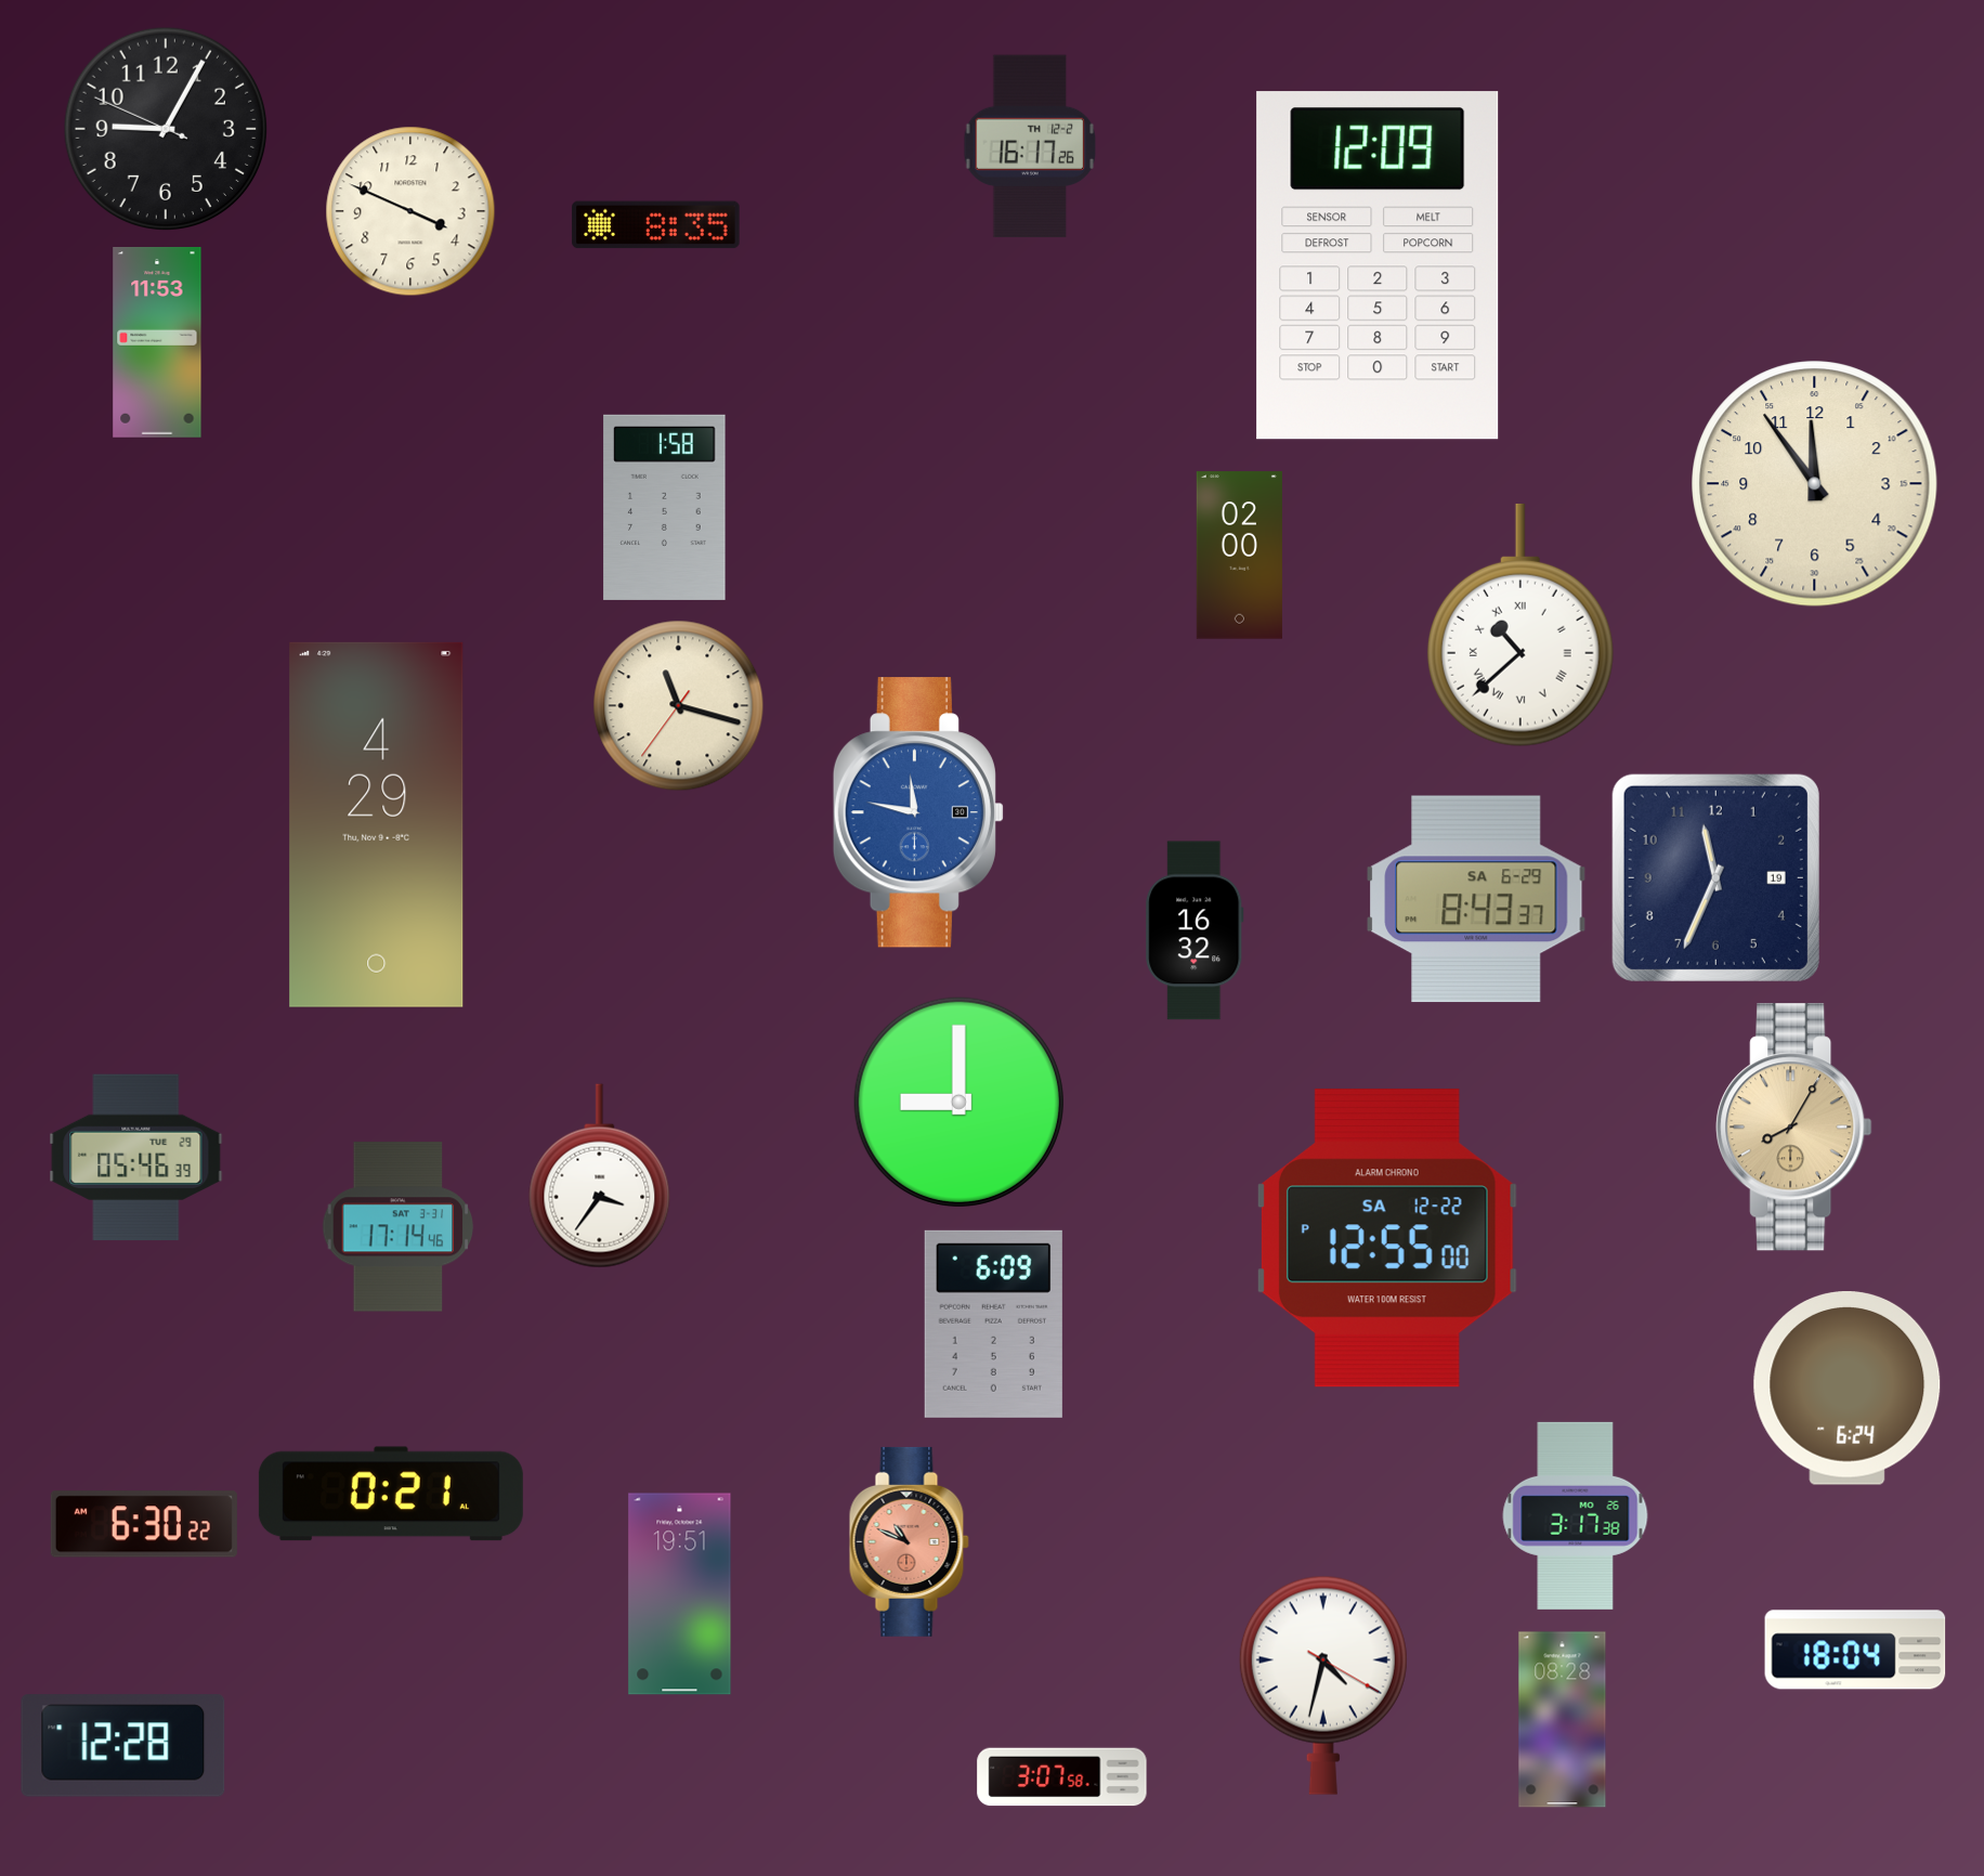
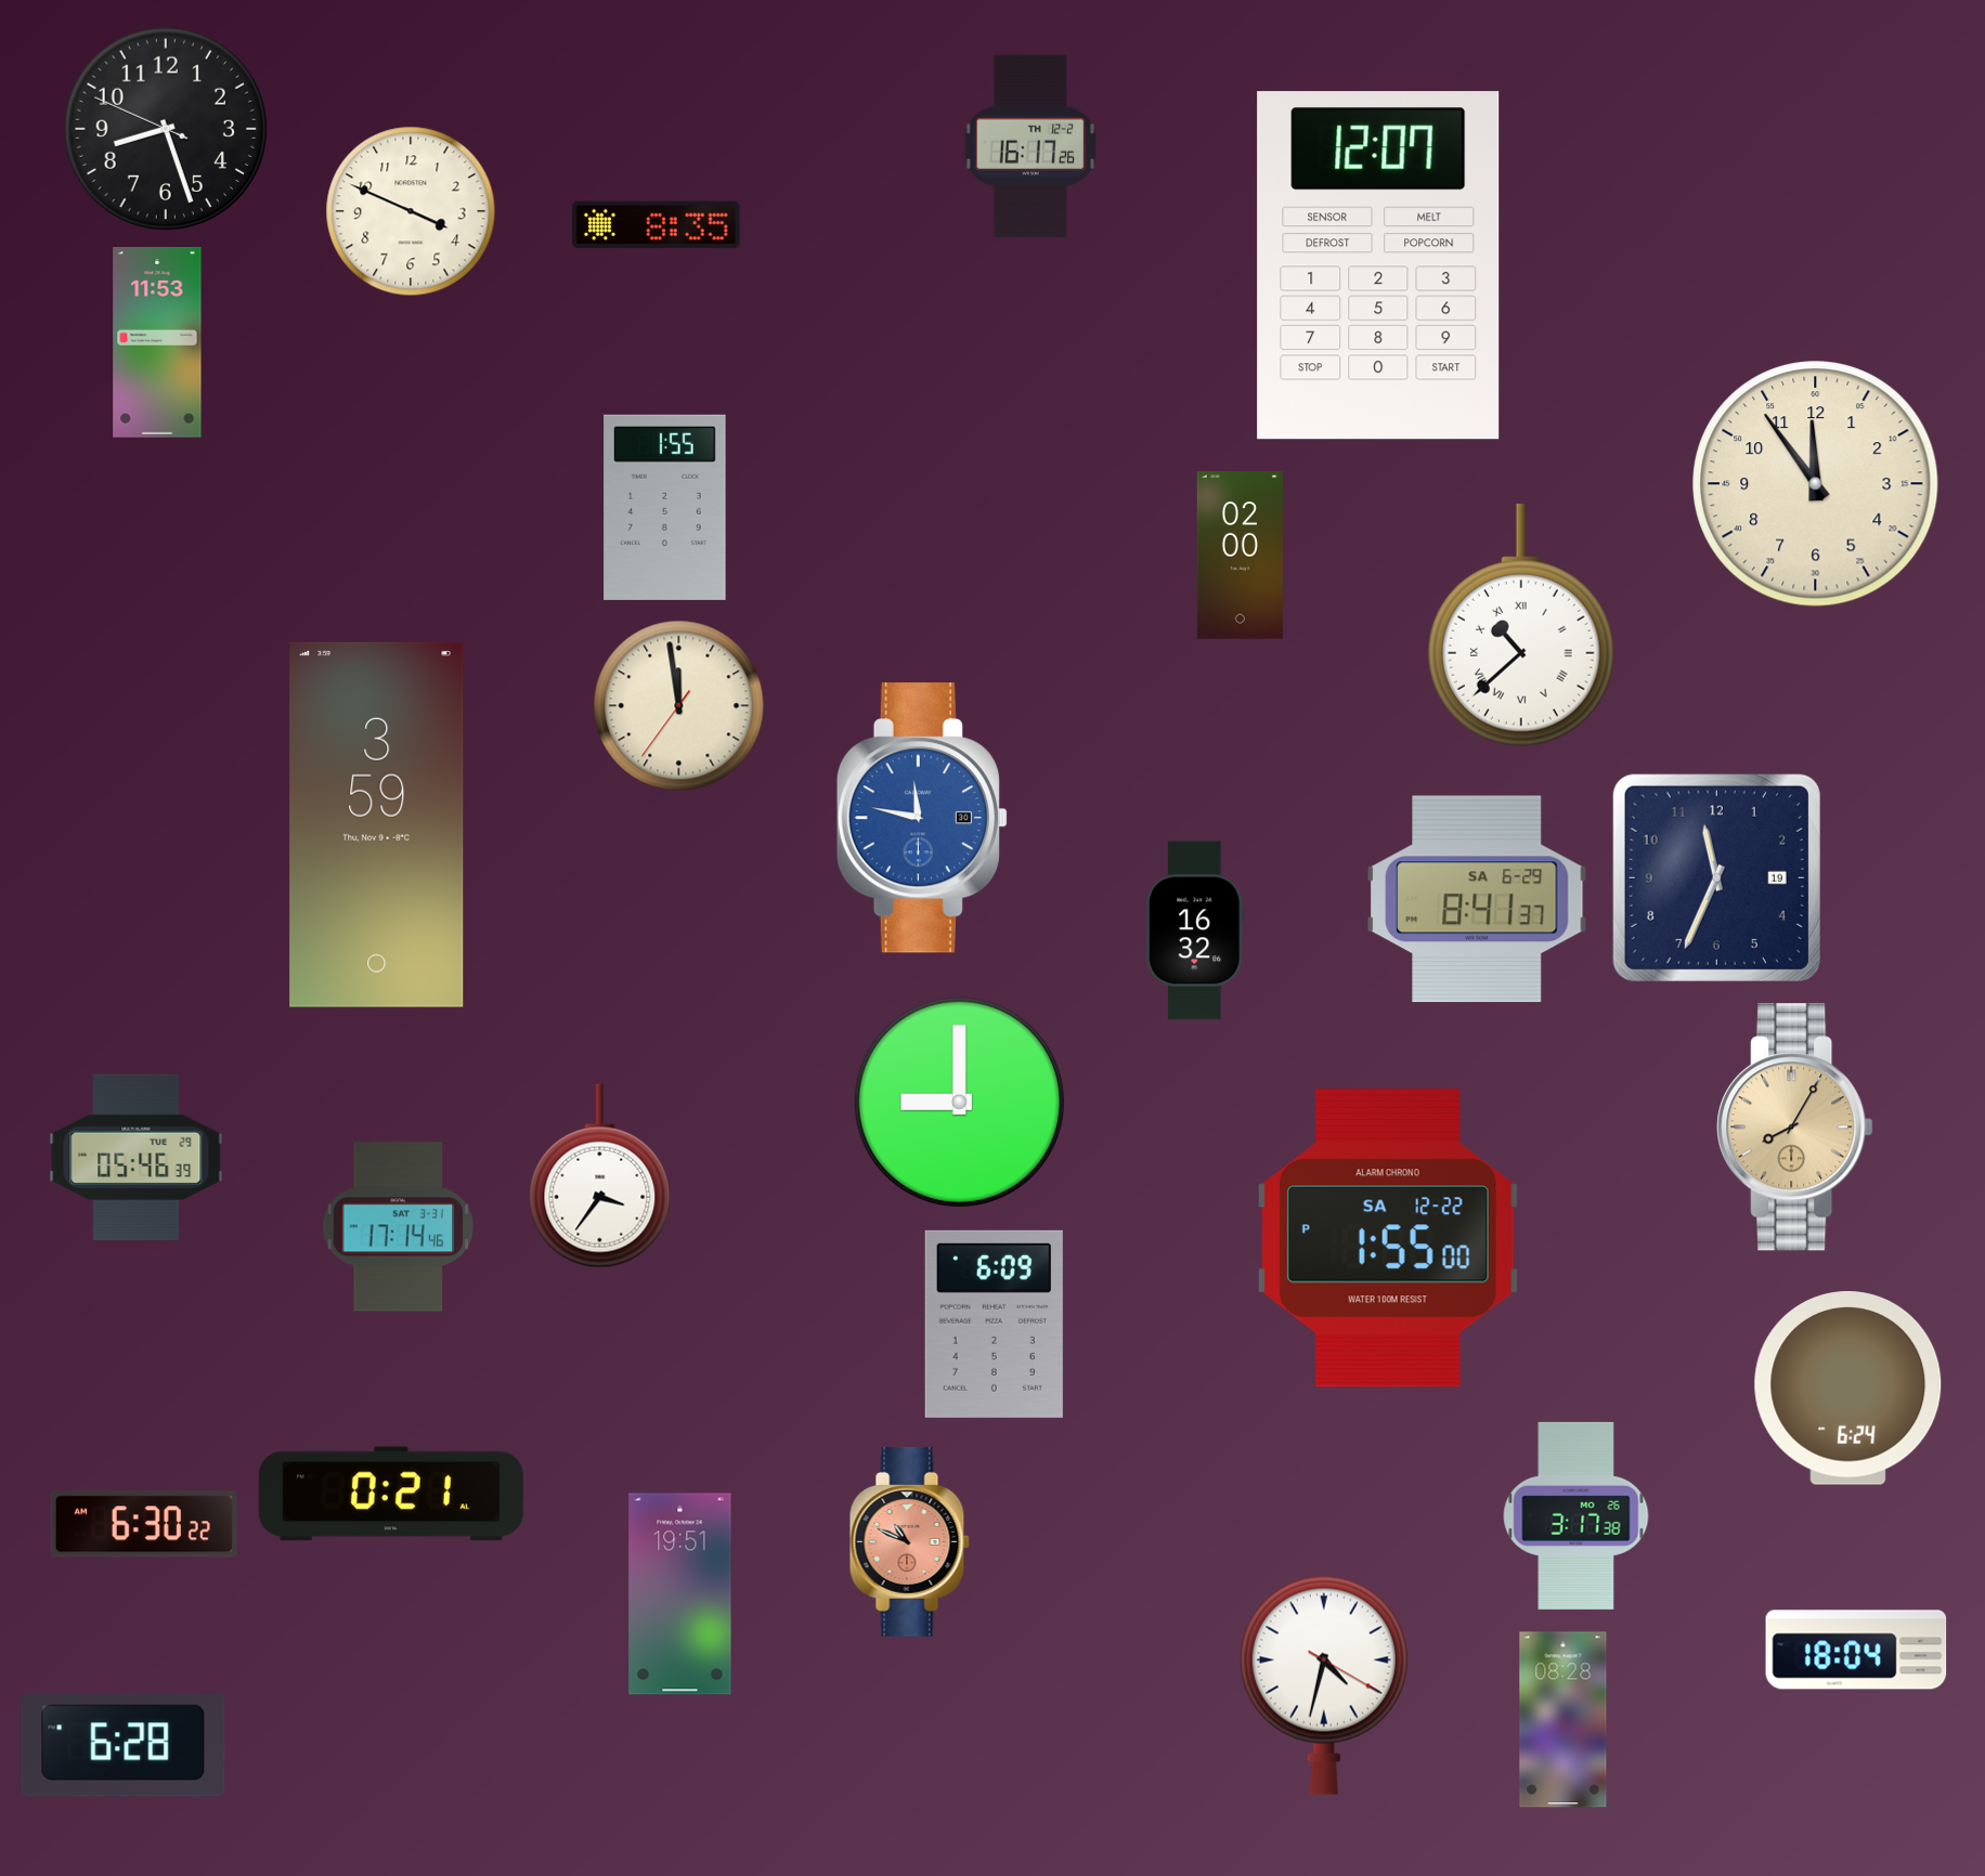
clock at (165, 128): 9:04 -> 8:26
clock at (1378, 265): 12:09 -> 12:07
clock at (665, 507): 1:58 -> 1:55
clock at (679, 706): 11:17 -> 11:58
clock at (918, 812) position: (918, 812) -> (922, 818)
clock at (377, 824): 4:29 -> 3:59
clock at (1476, 899): 8:43 -> 8:41
clock at (1387, 1238): 12:55 -> 1:55
clock at (123, 1746): 12:28 -> 6:28
clock at (1062, 1777): 3:07 -> none
